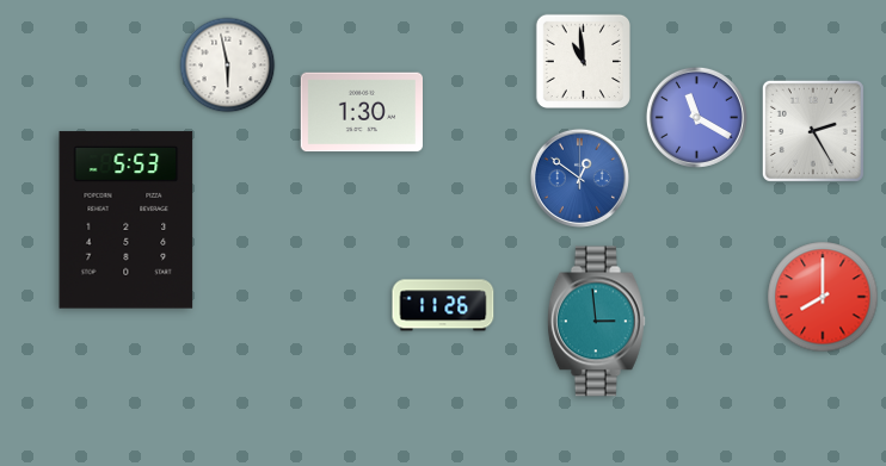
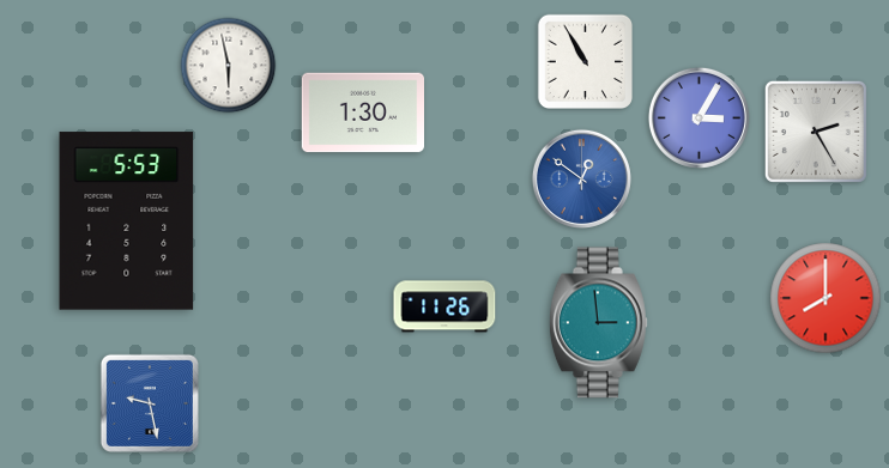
clock at (583, 61): 10:59 -> 10:55
clock at (696, 117): 11:20 -> 3:05
clock at (150, 403): none -> 9:28
